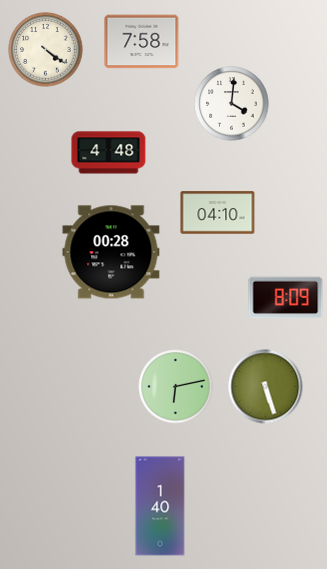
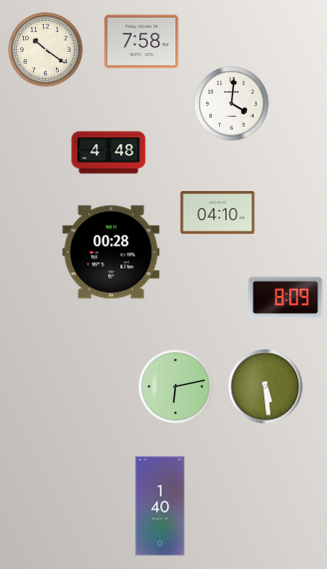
clock at (46, 50): 4:21 -> 10:21
clock at (266, 387): 5:27 -> 5:29
